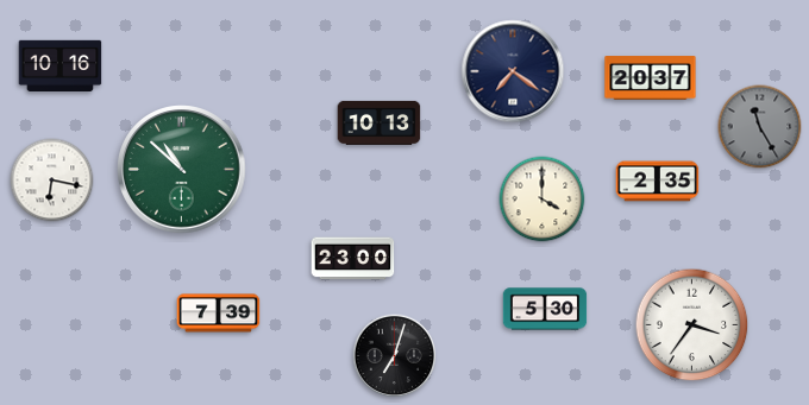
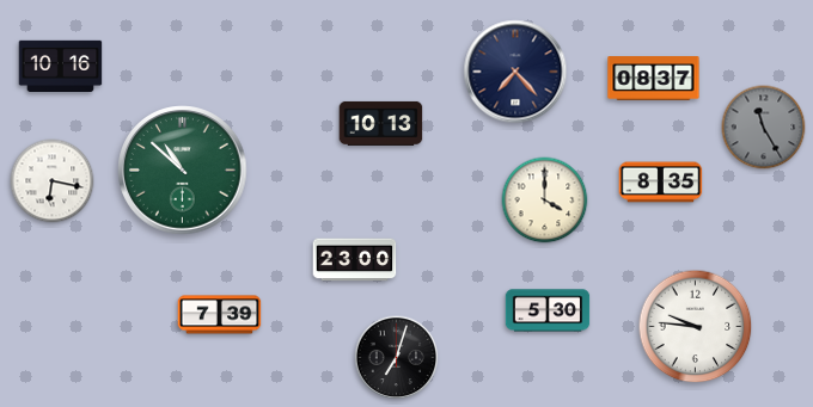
clock at (513, 71): 7:21 -> 7:23
clock at (651, 78): 20:37 -> 08:37
clock at (658, 182): 2:35 -> 8:35
clock at (692, 325): 3:36 -> 9:46
